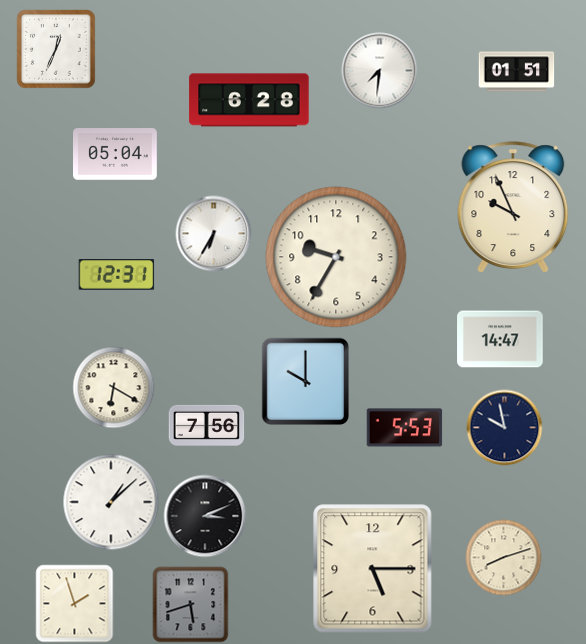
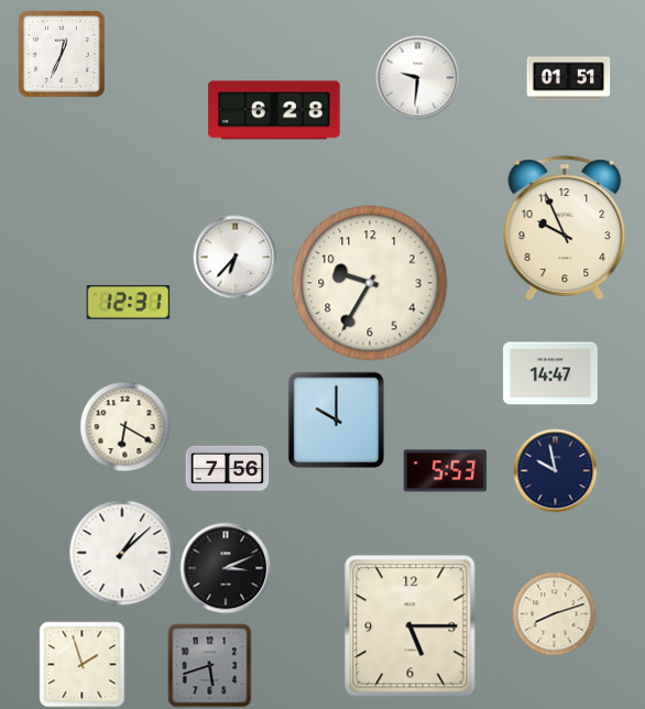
clock at (380, 71): 7:31 -> 9:31
clock at (116, 154): 05:04 -> none
clock at (214, 234): 6:35 -> 6:37
